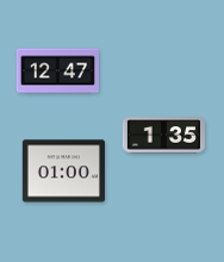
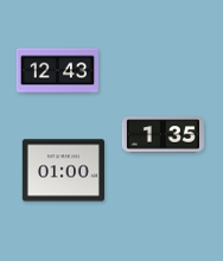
clock at (57, 71): 12:47 -> 12:43
